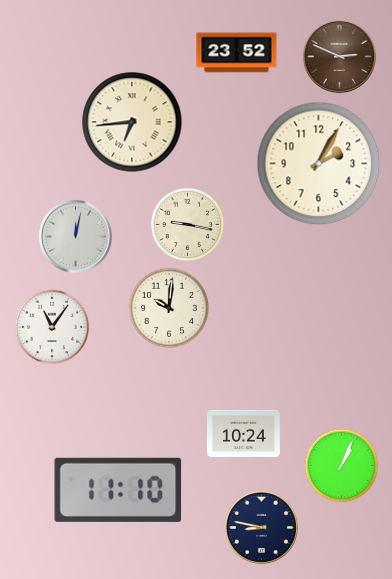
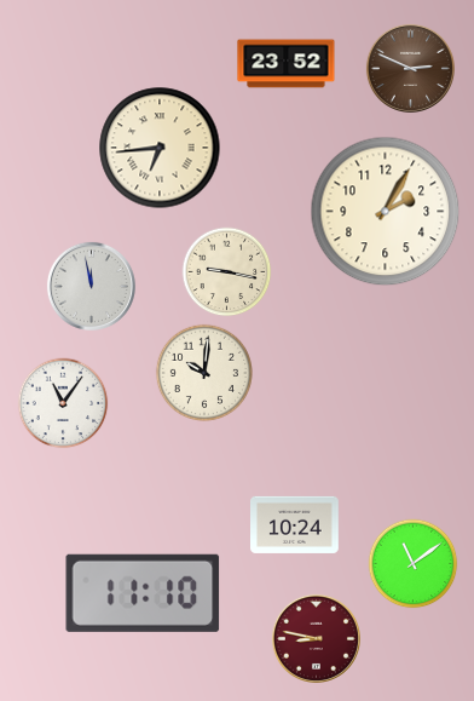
clock at (319, 164) position: (319, 164) -> (386, 212)
clock at (75, 236): 12:02 -> 11:58
clock at (52, 327) position: (52, 327) -> (63, 403)
clock at (342, 466): 1:04 -> 11:09
clock at (261, 527) dial: navy -> burgundy
